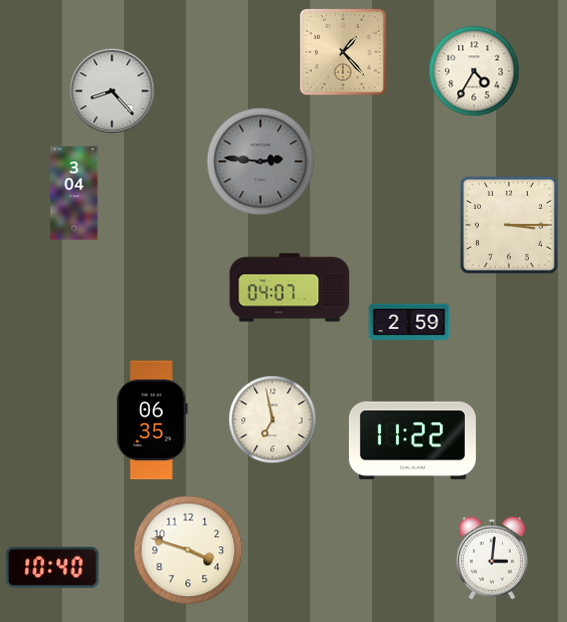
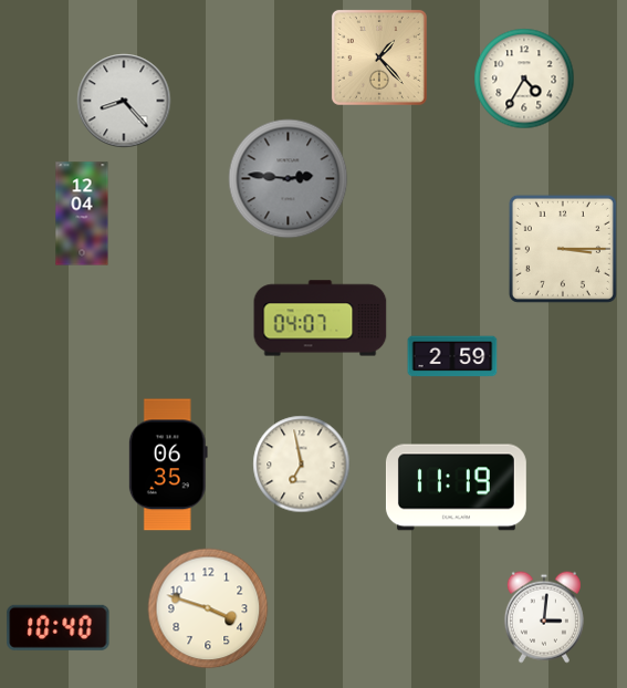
clock at (74, 193): 3:04 -> 12:04
clock at (412, 441): 11:22 -> 11:19
